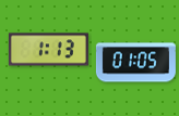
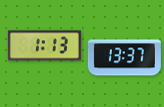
clock at (135, 63): 01:05 -> 13:37
